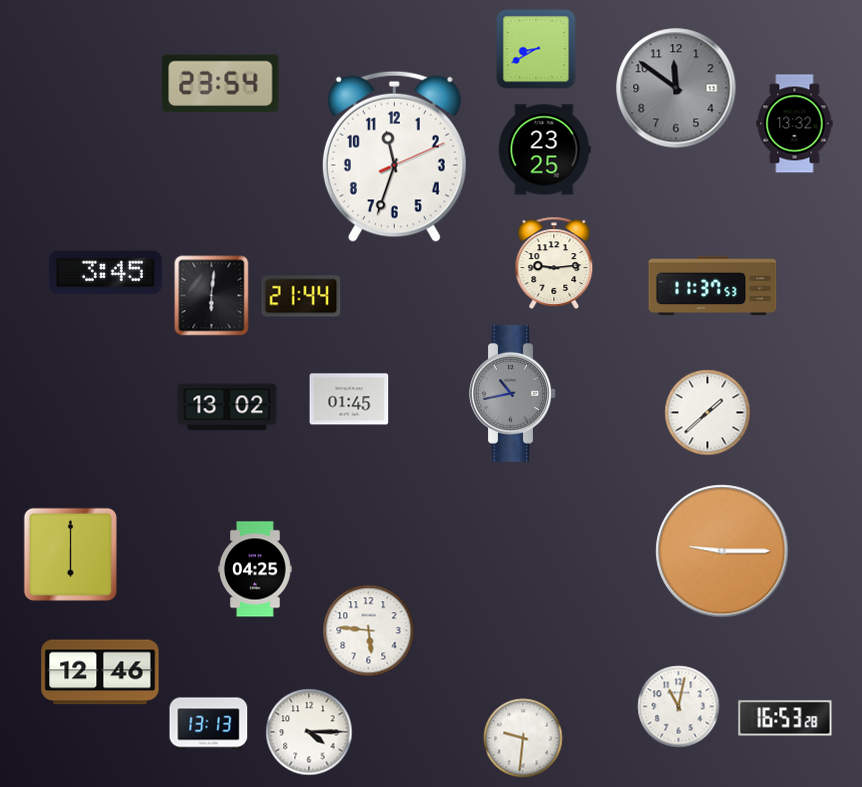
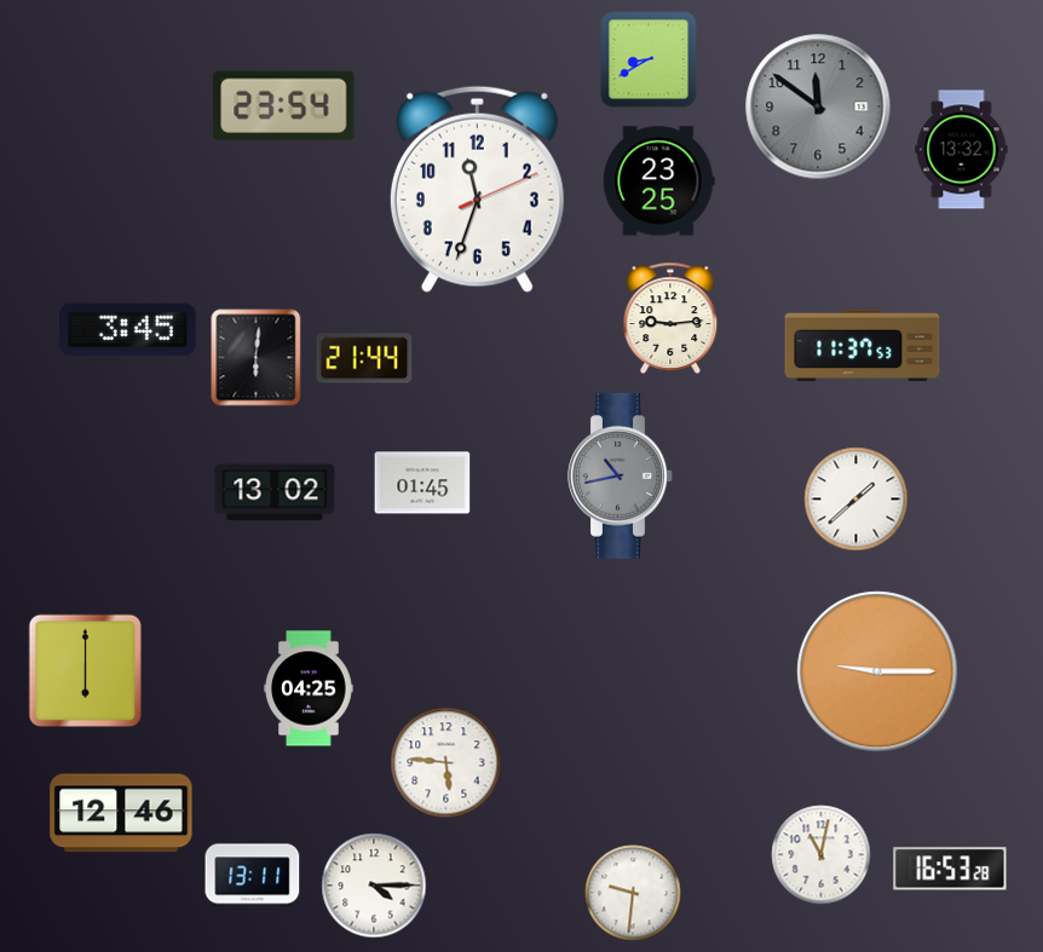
clock at (221, 84) position: (221, 84) -> (284, 106)
clock at (722, 551) position: (722, 551) -> (877, 671)
clock at (209, 724): 13:13 -> 13:11
